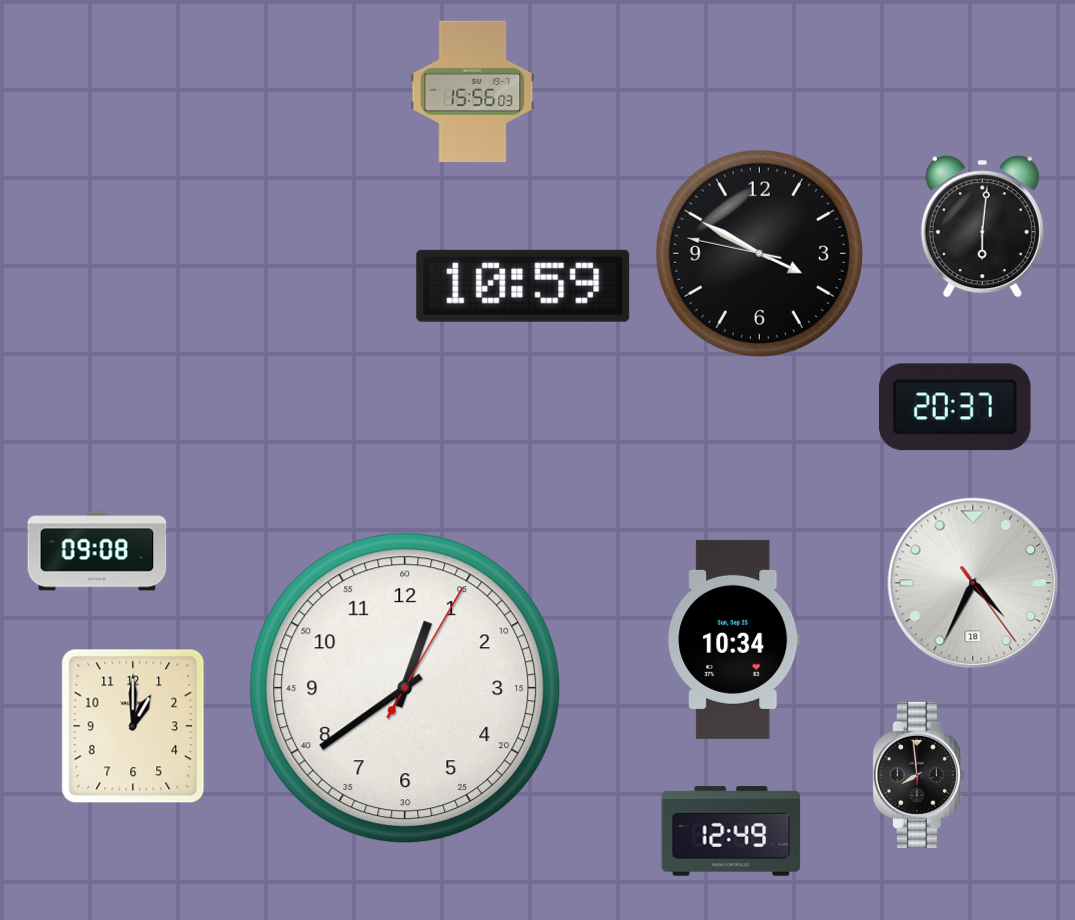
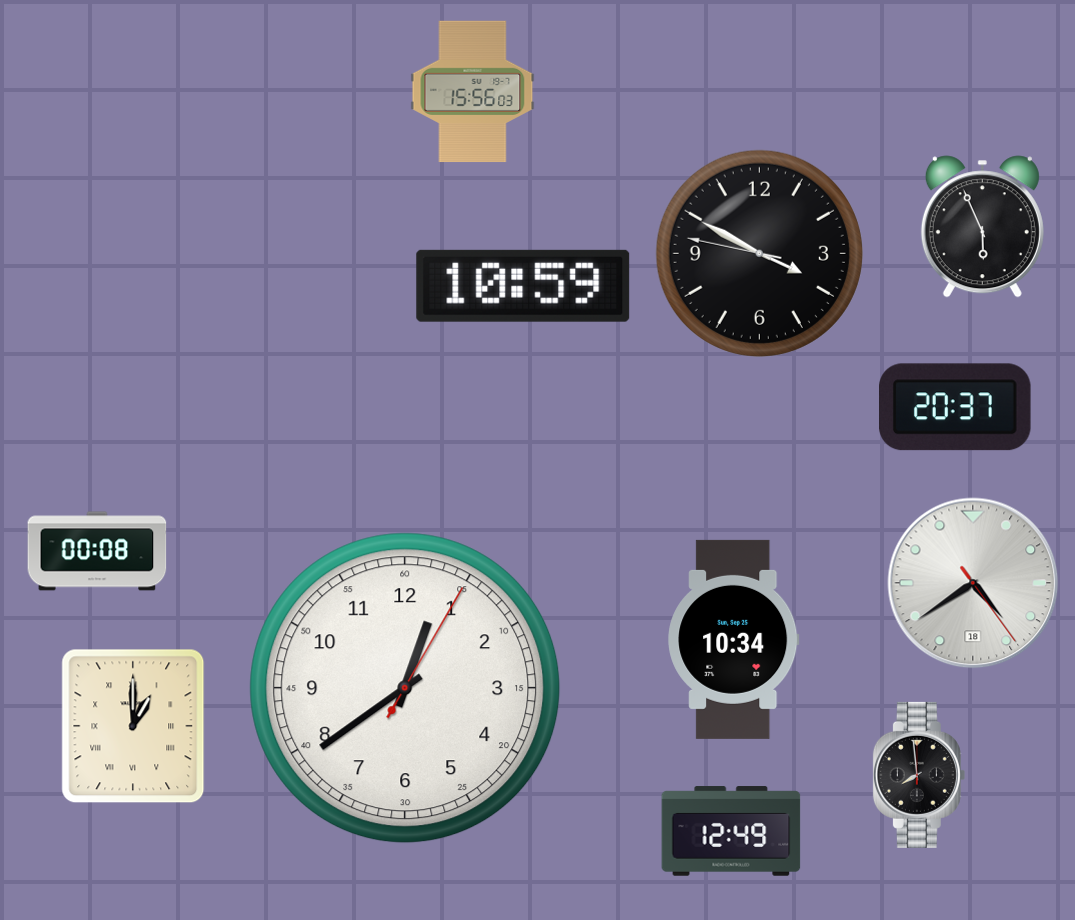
clock at (982, 227): 6:01 -> 5:56
clock at (97, 551): 09:08 -> 00:08
clock at (973, 583): 4:34 -> 4:39
clock at (133, 726) numerals: Arabic -> Roman
